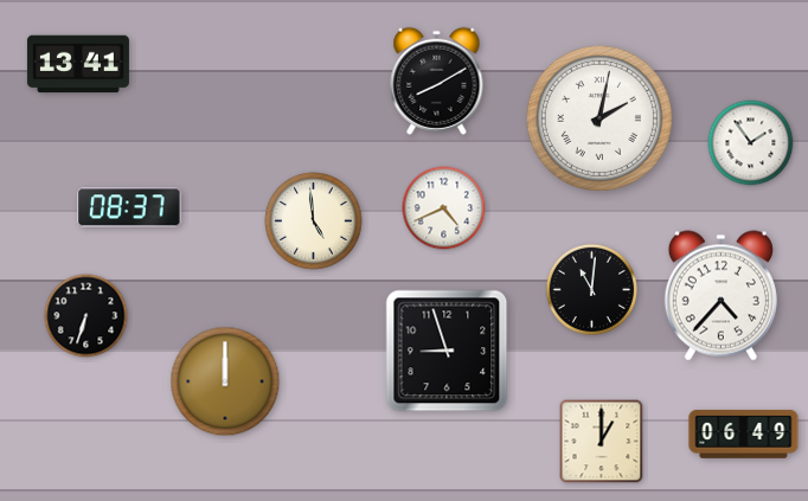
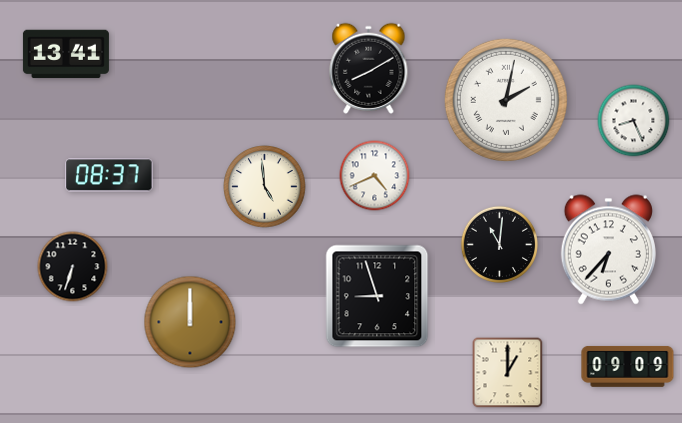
clock at (751, 143): 1:54 -> 8:26
clock at (720, 296): 4:37 -> 6:37
clock at (744, 433): 06:49 -> 09:09
